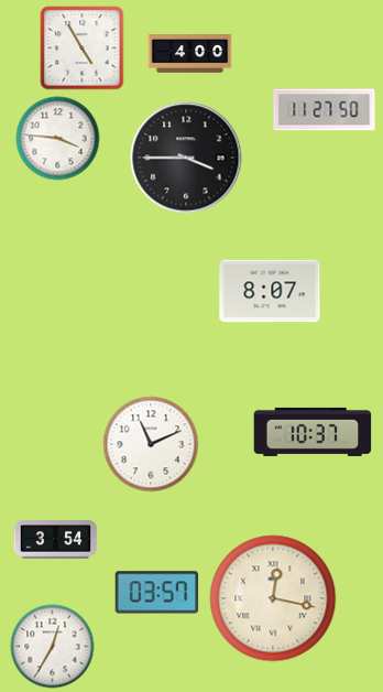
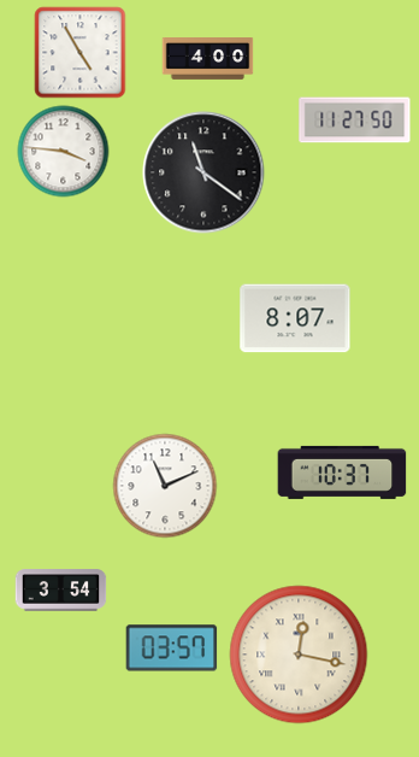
clock at (83, 48) position: (83, 48) -> (81, 53)
clock at (186, 158): 3:45 -> 11:21
clock at (53, 647): 12:35 -> none
